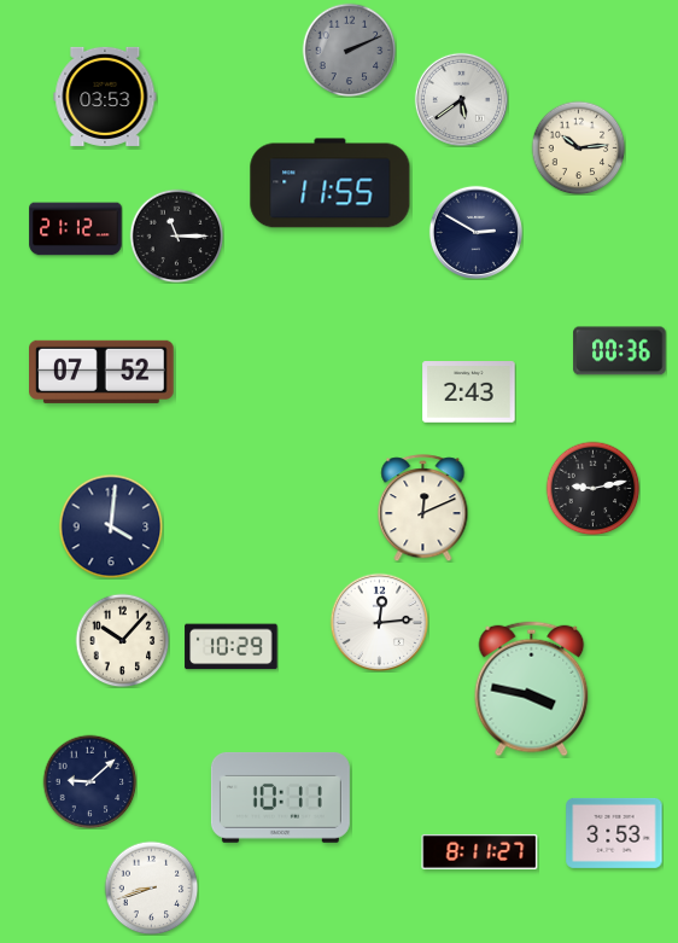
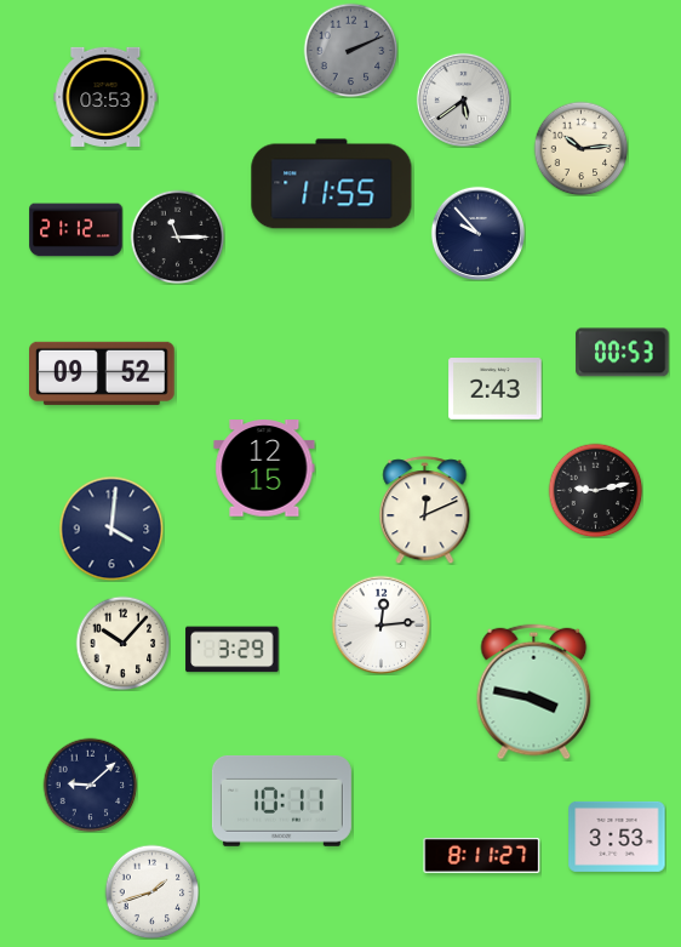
clock at (475, 232): 2:50 -> 9:53
clock at (620, 351): 00:36 -> 00:53
clock at (103, 372): 07:52 -> 09:52
clock at (469, 392) position: (469, 392) -> (496, 389)
clock at (264, 468): none -> 12:15
clock at (232, 647): 10:29 -> 3:29
clock at (151, 887): 8:42 -> 1:42
